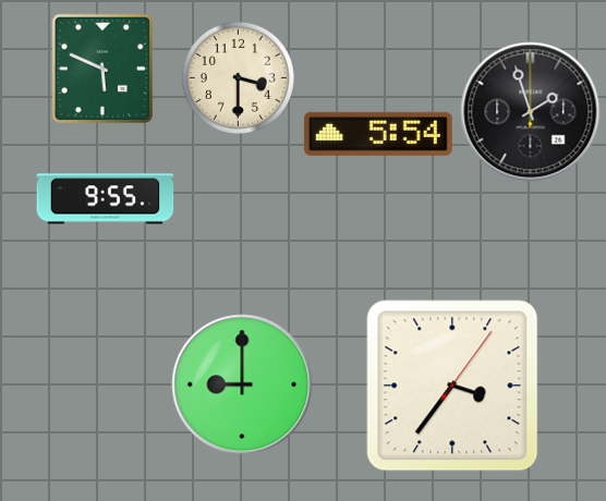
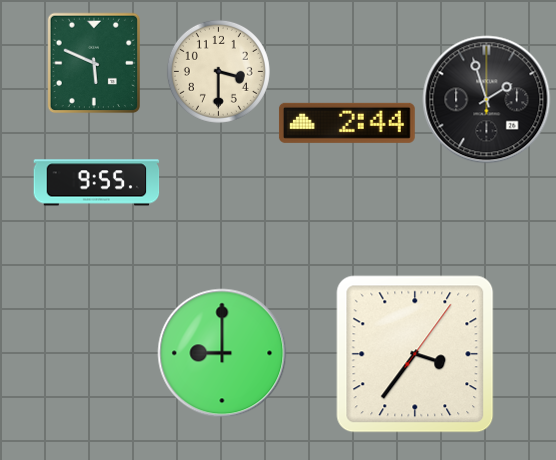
clock at (531, 112) position: (531, 112) -> (487, 100)
clock at (378, 134): 5:54 -> 2:44
